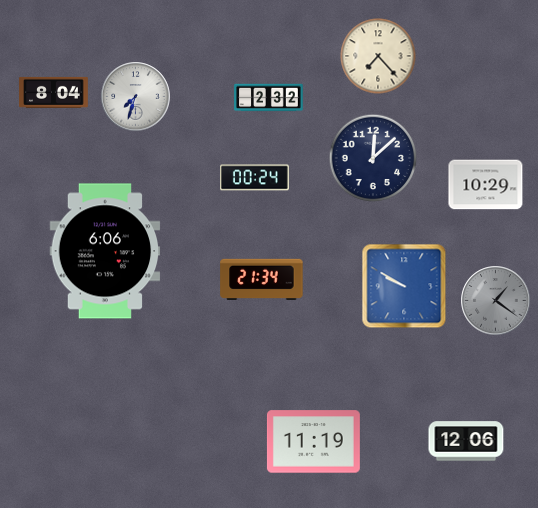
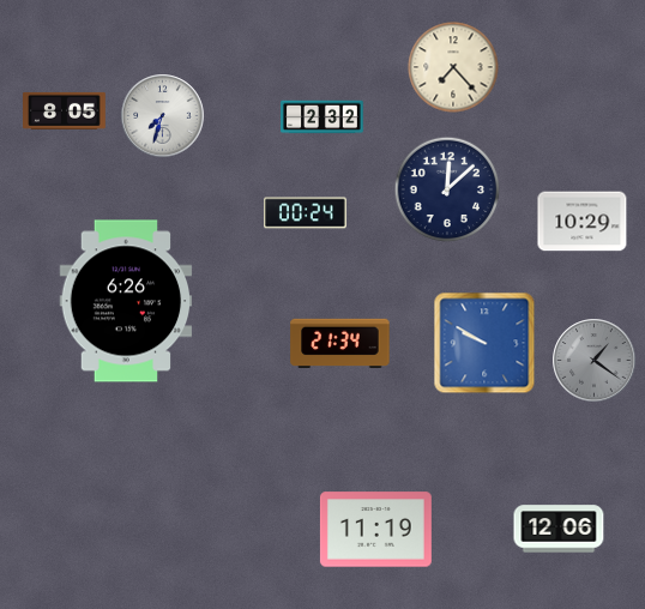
clock at (54, 92): 8:04 -> 8:05
clock at (105, 251): 6:06 -> 6:26
clock at (262, 279) position: (262, 279) -> (340, 343)
